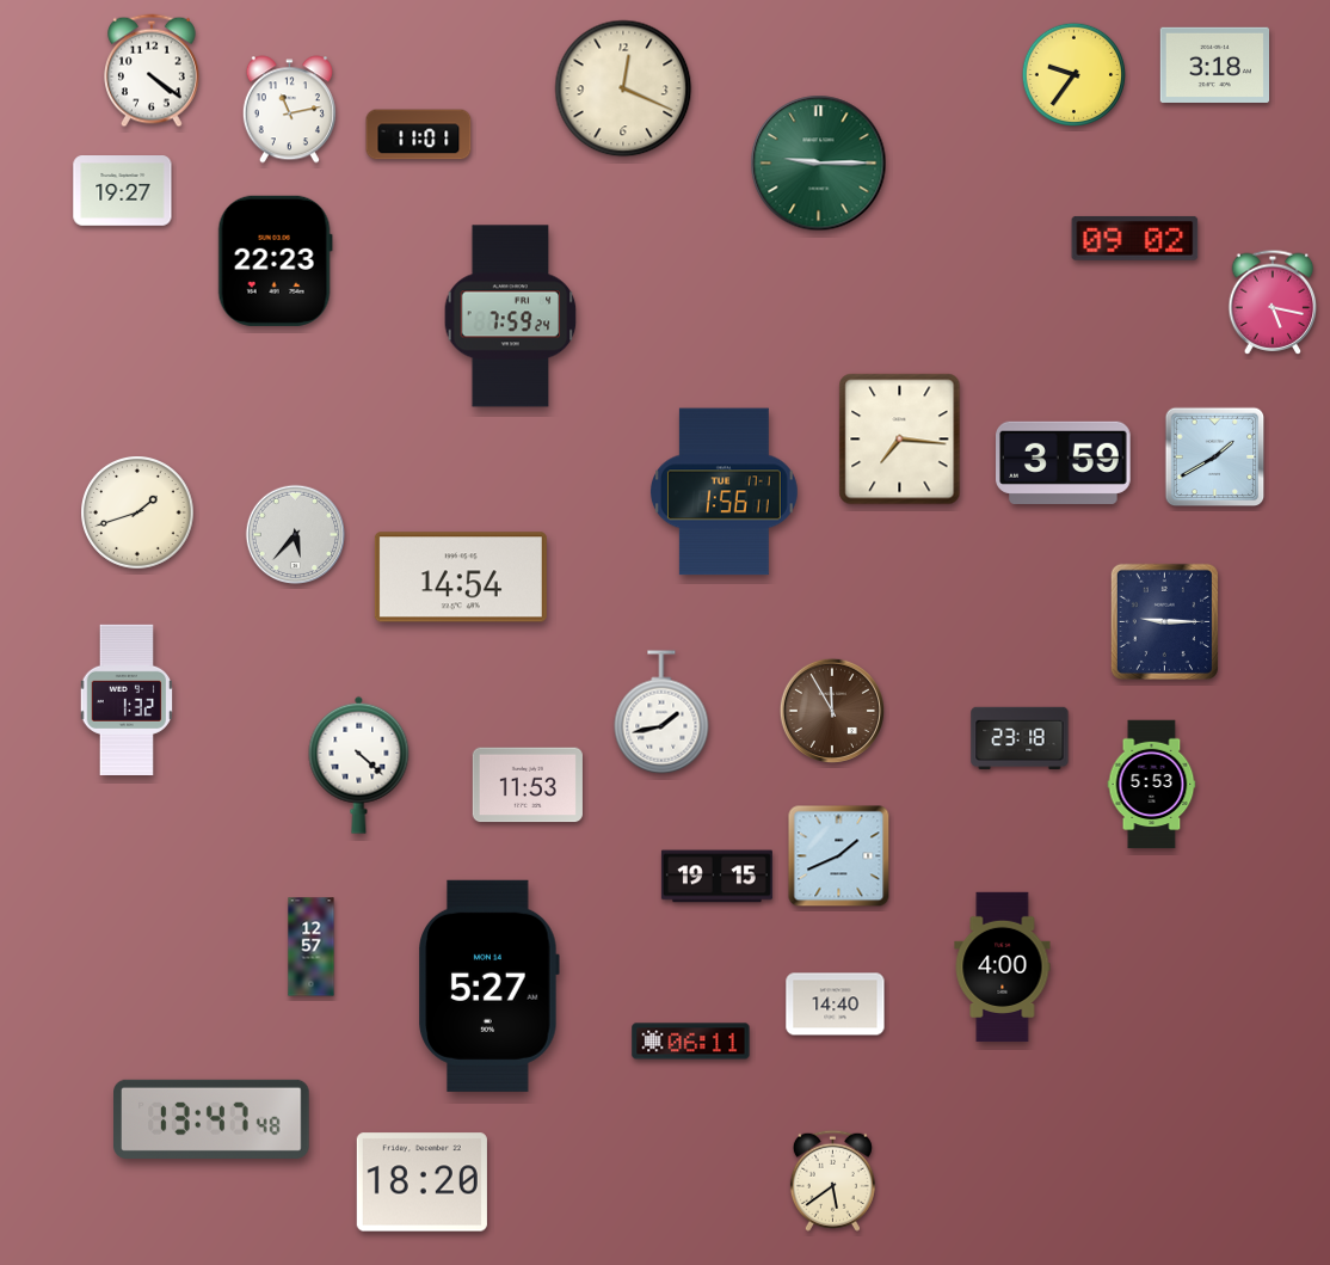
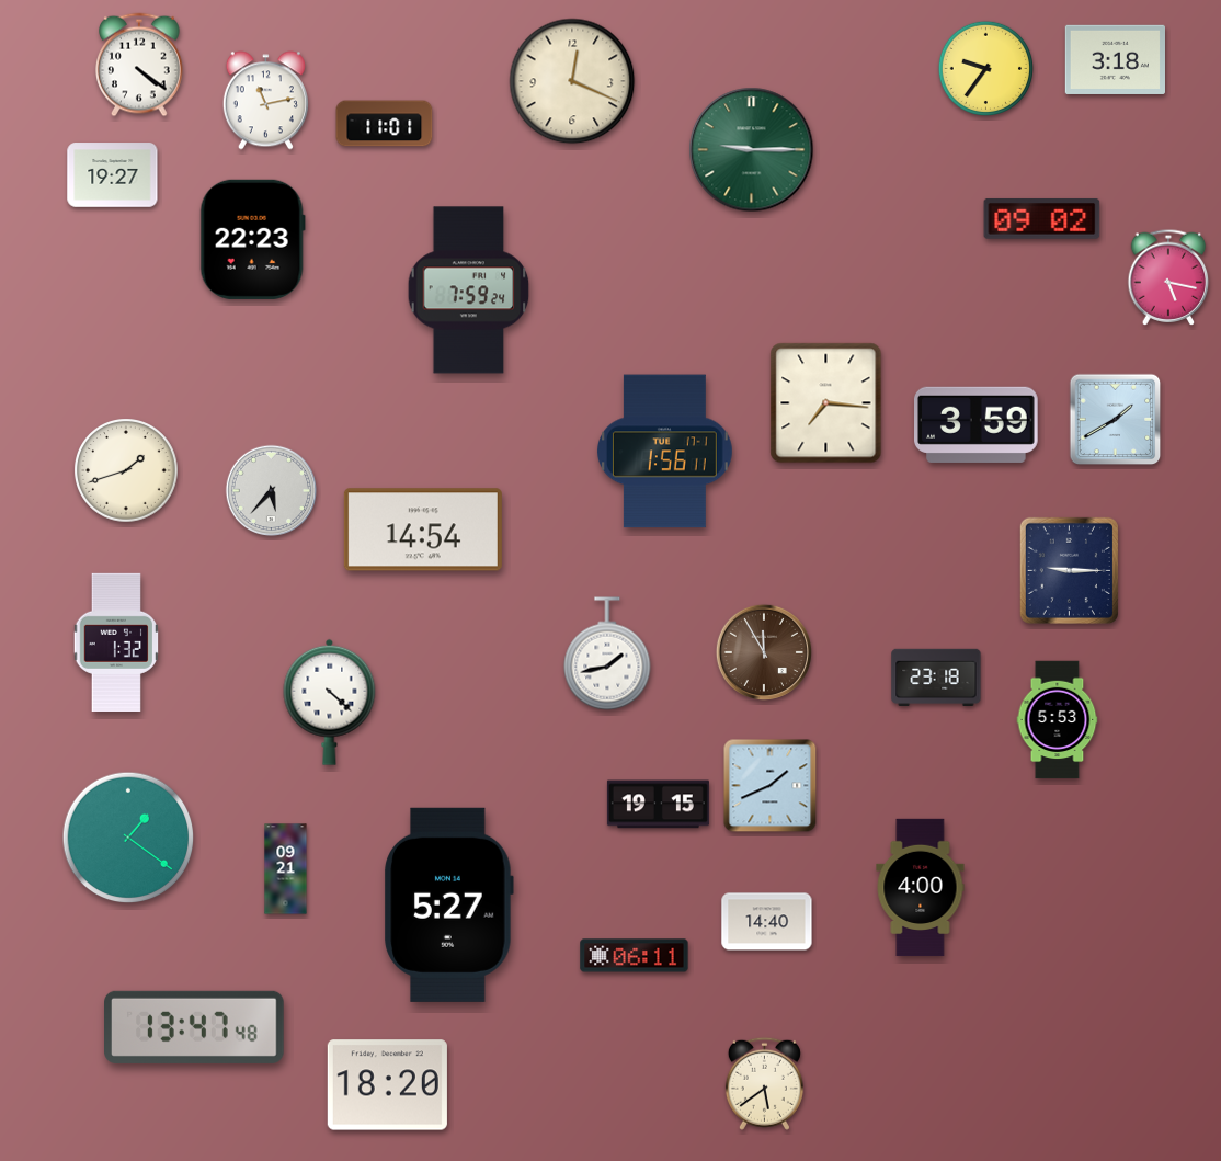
clock at (528, 785): 11:53 -> none
clock at (128, 838): none -> 1:21
clock at (312, 947): 12:57 -> 09:21
